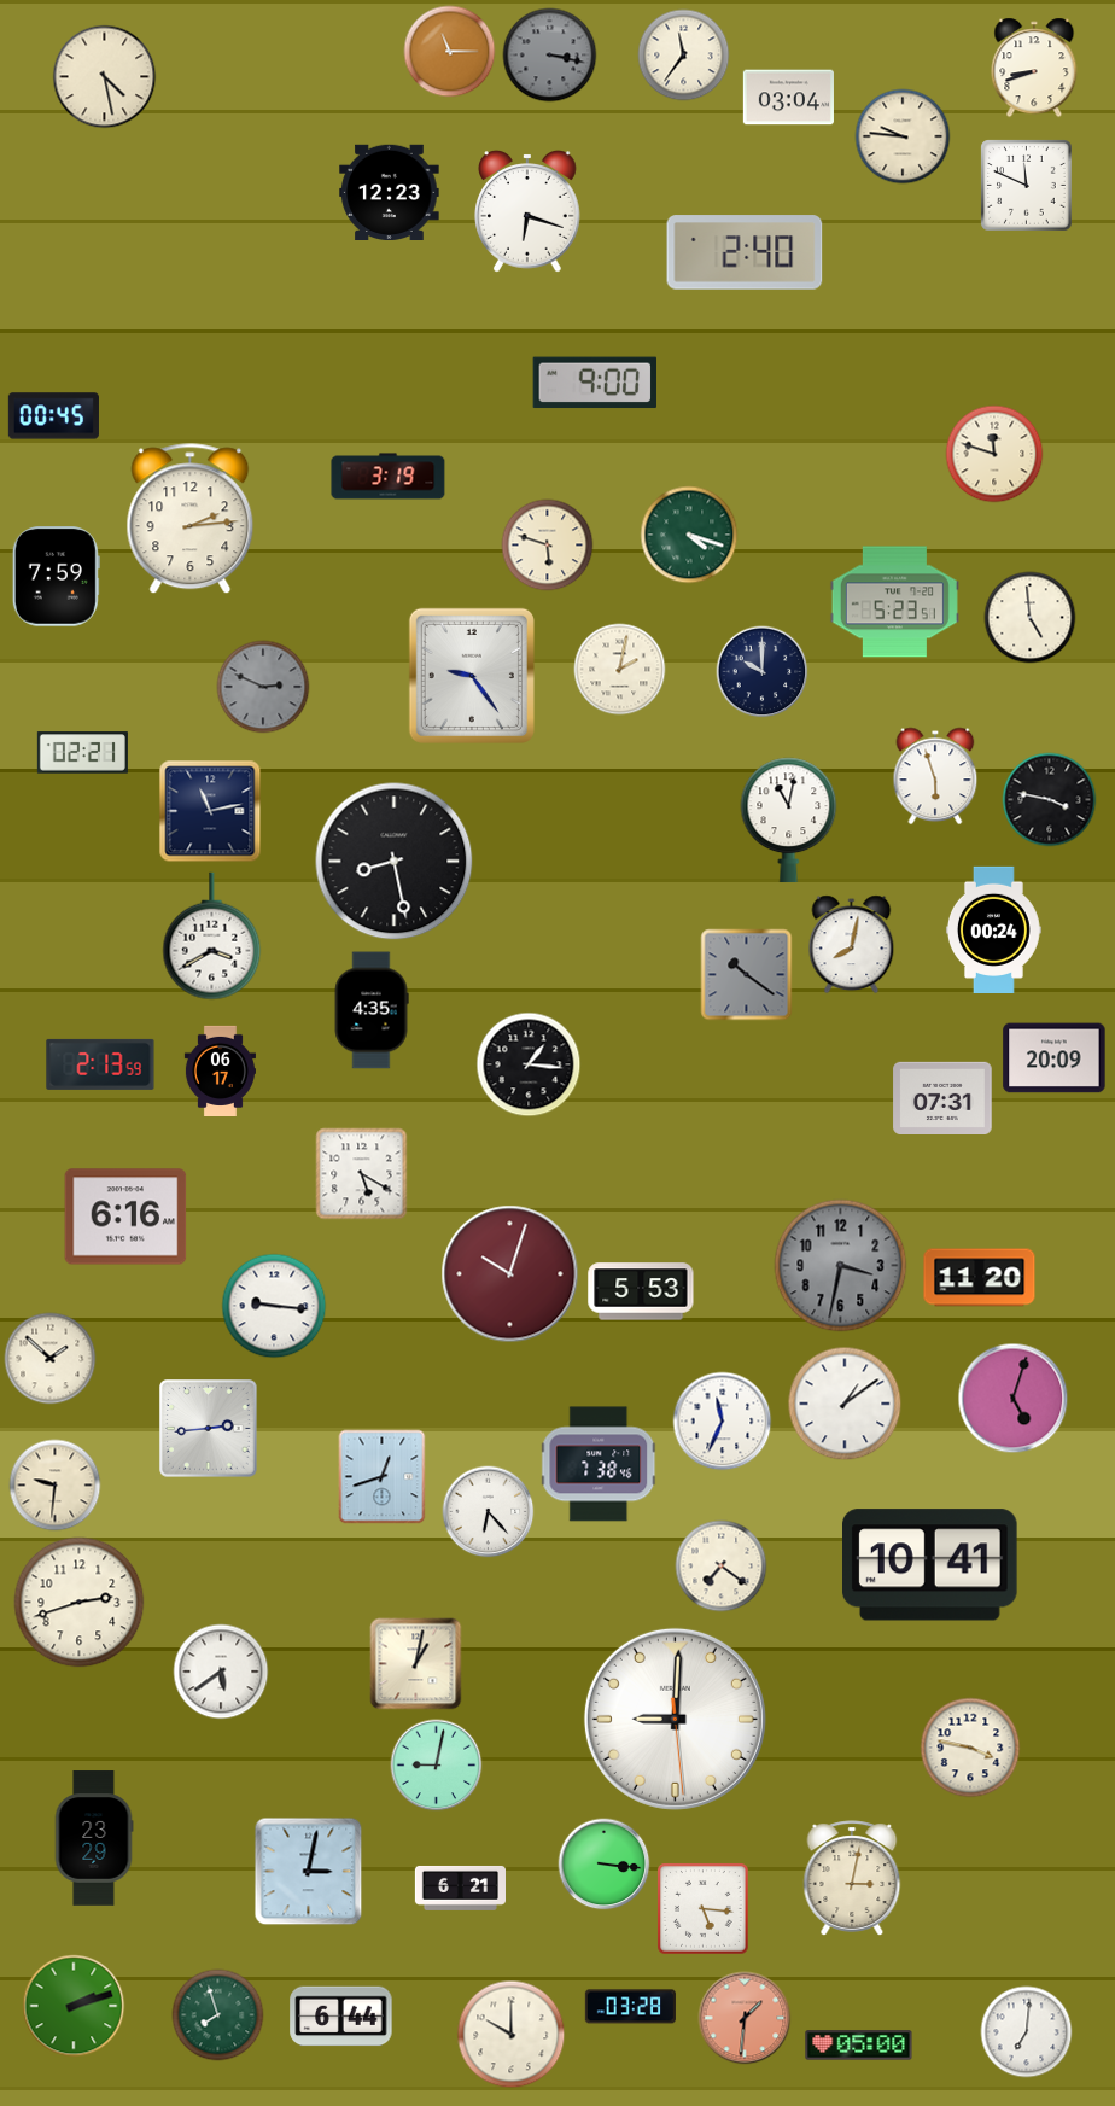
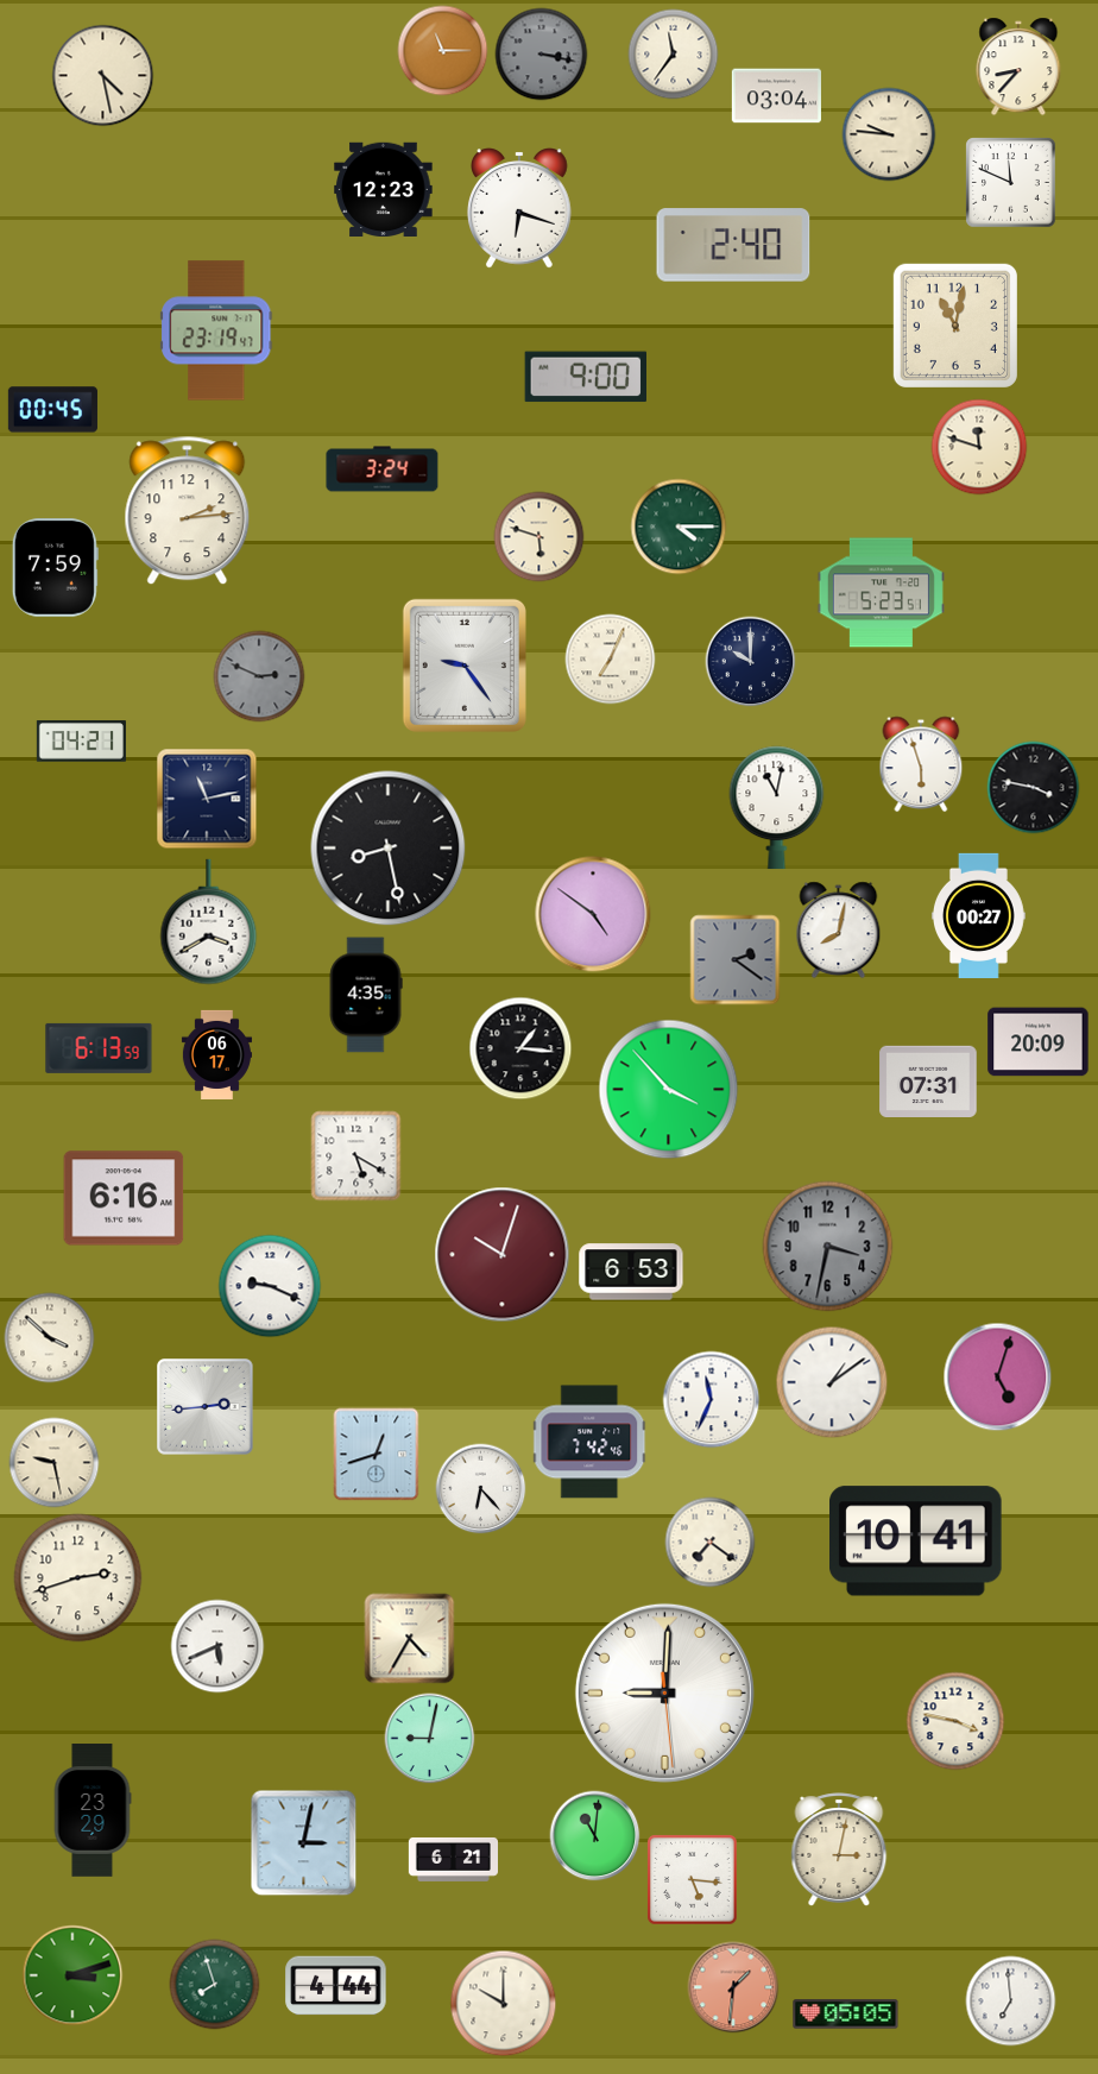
clock at (1034, 68): 8:42 -> 8:37
clock at (745, 252) position: (745, 252) -> (733, 245)
clock at (955, 326): none -> 11:02
clock at (216, 330): none -> 23:19
clock at (389, 477): 3:19 -> 3:24
clock at (689, 535): 4:18 -> 4:15
clock at (1031, 618): 4:59 -> none
clock at (620, 670): 2:02 -> 7:04
clock at (82, 753): 02:21 -> 04:21
clock at (593, 914): none -> 4:51
clock at (993, 929): 00:24 -> 00:27
clock at (747, 975): 10:21 -> 2:21
clock at (100, 1064): 2:13 -> 6:13
clock at (669, 1090): none -> 3:53
clock at (980, 1278): 11:20 -> none
clock at (641, 1291): 5:53 -> 6:53
clock at (274, 1306): 9:16 -> 9:19
clock at (51, 1359): 1:52 -> 3:52
clock at (600, 1464): 7:38 -> 7:42
clock at (56, 1486): 9:31 -> 9:28
clock at (416, 1664): 1:02 -> 4:35
clock at (221, 1672): 5:39 -> 5:41
clock at (605, 1865): 3:16 -> 11:01
clock at (74, 2006): 2:12 -> 3:12
clock at (630, 2007): 03:28 -> none
clock at (341, 2017): 6:44 -> 4:44
clock at (1027, 2032): 7:01 -> 6:59
clock at (859, 2046): 05:00 -> 05:05
